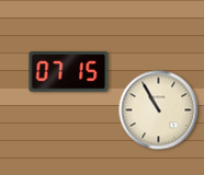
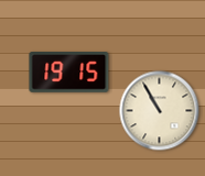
clock at (69, 72): 07:15 -> 19:15
